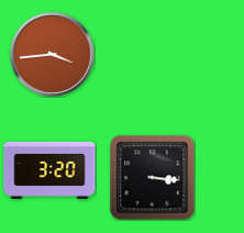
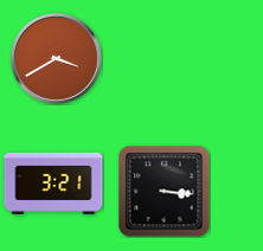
clock at (52, 54): 3:44 -> 3:40
clock at (49, 170): 3:20 -> 3:21
